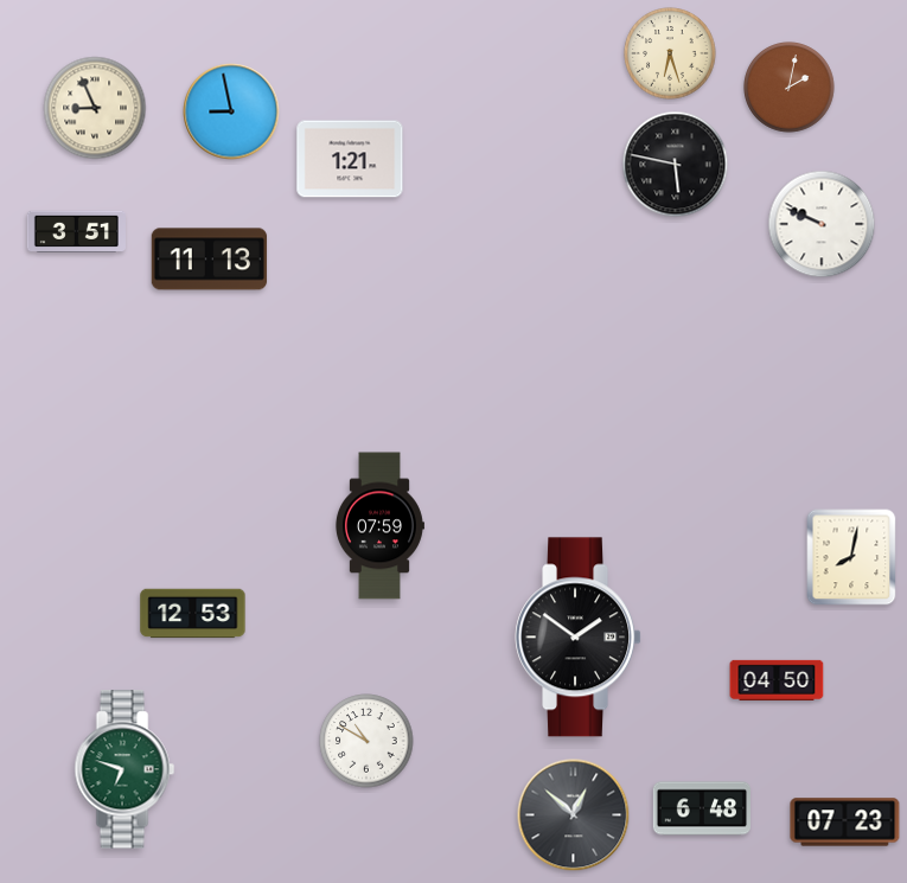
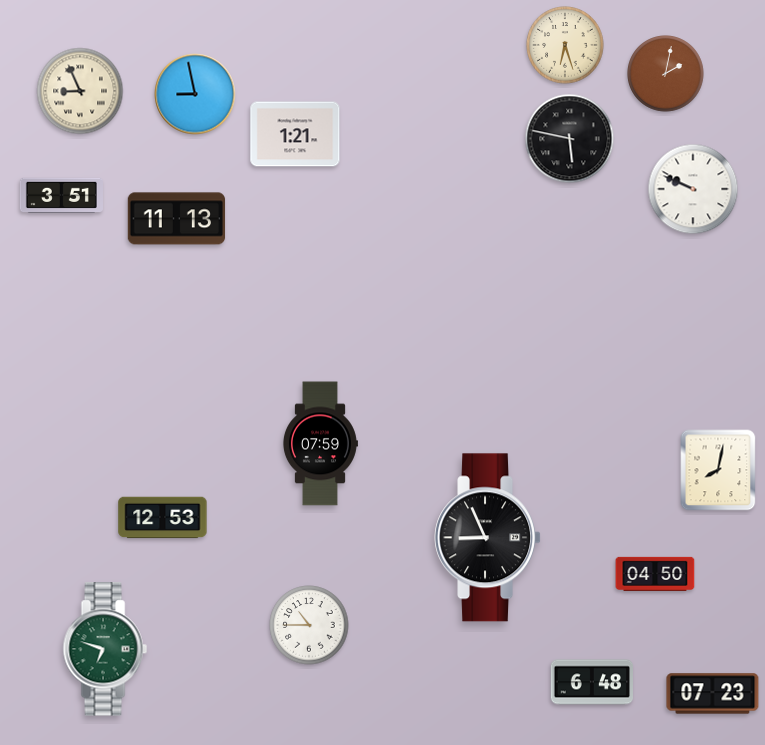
clock at (76, 231) position: (76, 231) -> (61, 195)
clock at (579, 638): 1:51 -> 8:56
clock at (366, 741): 10:50 -> 10:45
clock at (574, 815): 12:52 -> none
